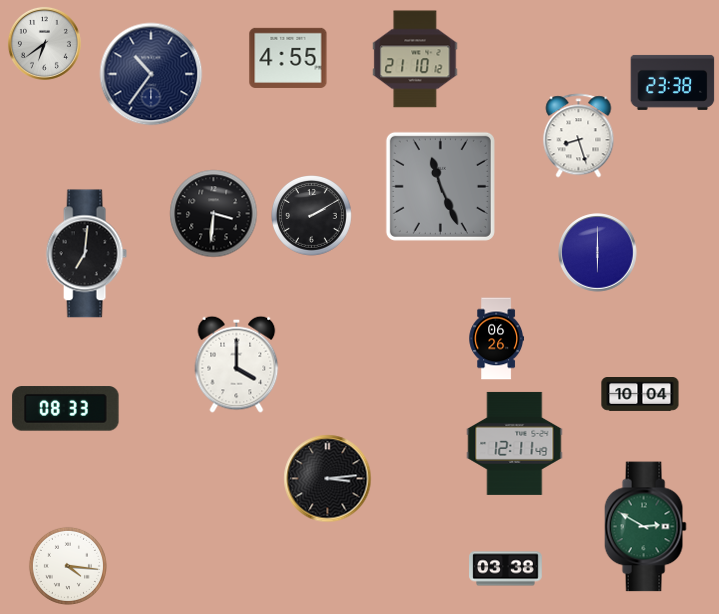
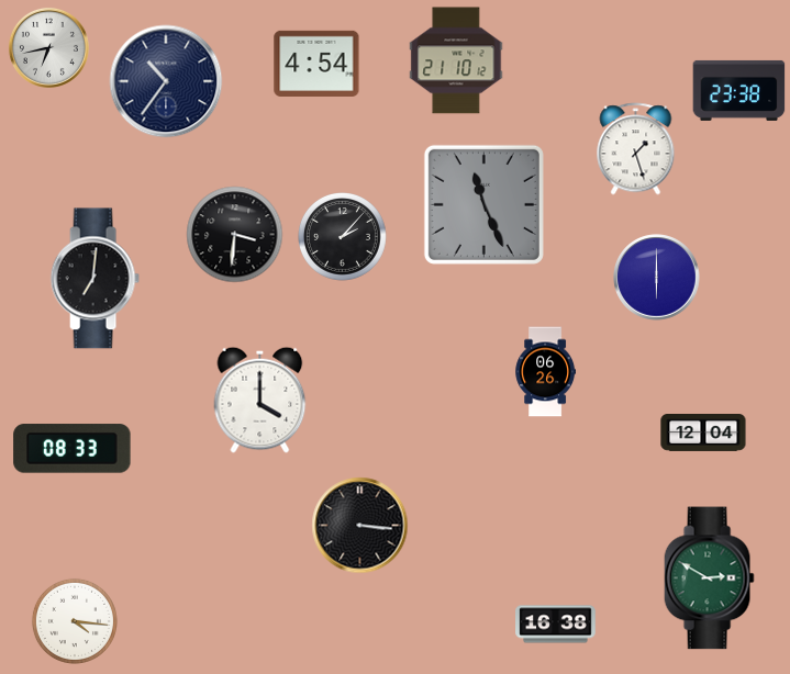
clock at (44, 43): 6:39 -> 6:43
clock at (288, 58): 4:55 -> 4:54
clock at (415, 59) position: (415, 59) -> (456, 60)
clock at (579, 136): 8:27 -> 1:27
clock at (312, 216): 2:10 -> 2:07
clock at (640, 395): 10:04 -> 12:04
clock at (515, 443): 12:11 -> none
clock at (328, 479): 3:14 -> 3:16
clock at (506, 569): 03:38 -> 16:38
